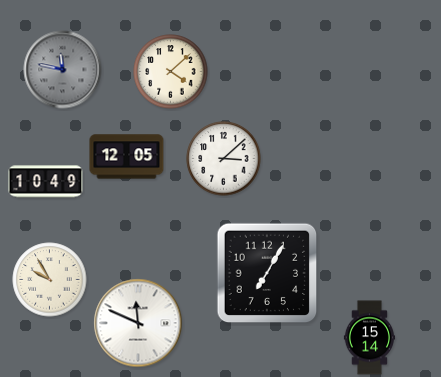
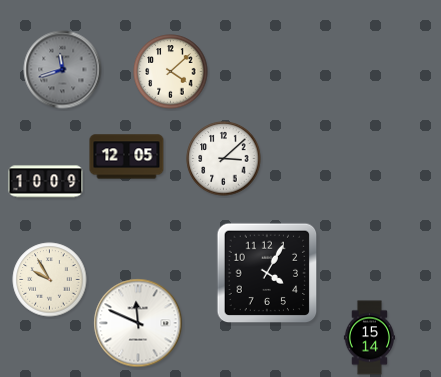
clock at (63, 70): 11:47 -> 11:42
clock at (46, 182): 10:49 -> 10:09
clock at (267, 273): 7:05 -> 4:05
